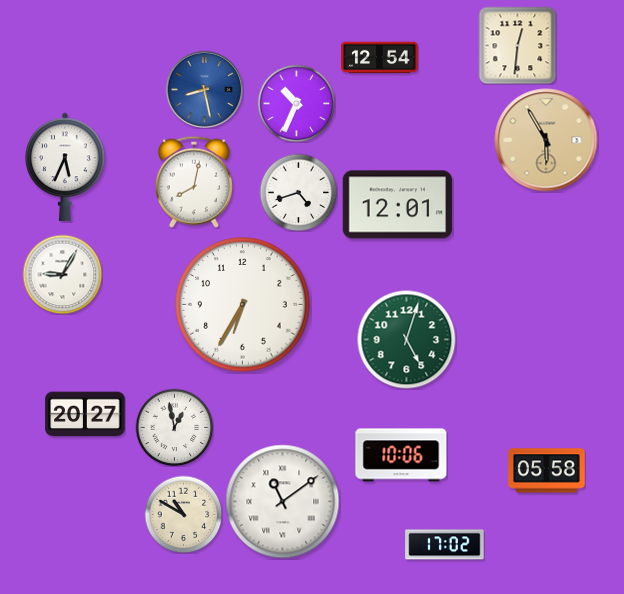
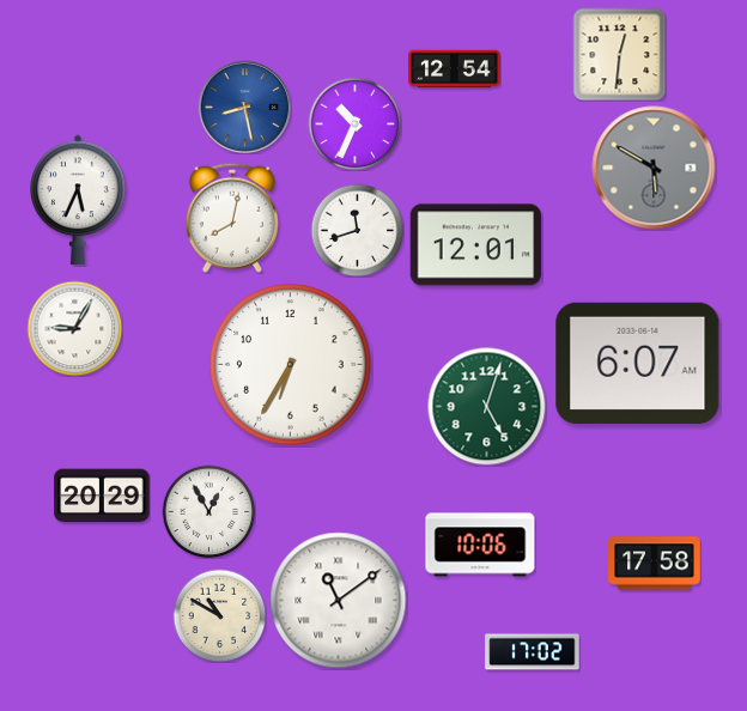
clock at (546, 140): 5:55 -> 5:50
clock at (546, 140) dial: champagne -> grey
clock at (298, 192): 4:42 -> 11:42
clock at (638, 363): none -> 6:07
clock at (85, 414): 20:27 -> 20:29
clock at (174, 427): 12:58 -> 12:55
clock at (547, 471): 05:58 -> 17:58
